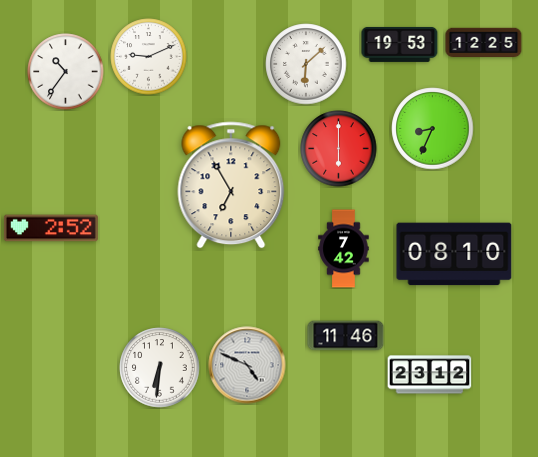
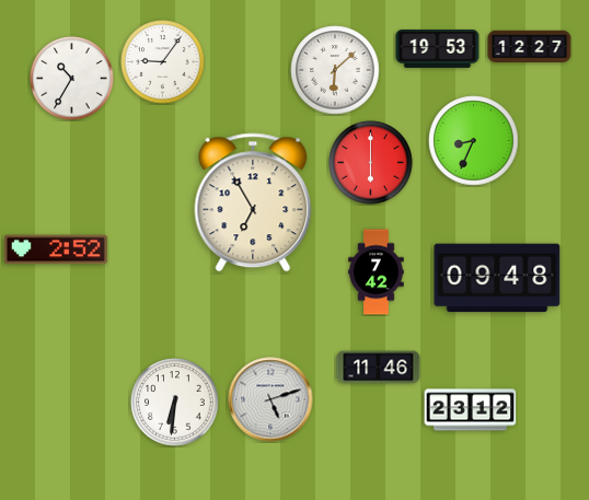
clock at (484, 43): 12:25 -> 12:27
clock at (149, 57): 9:11 -> 9:06
clock at (66, 72): 10:36 -> 10:35
clock at (454, 254): 08:10 -> 09:48
clock at (247, 365): 4:49 -> 5:12
